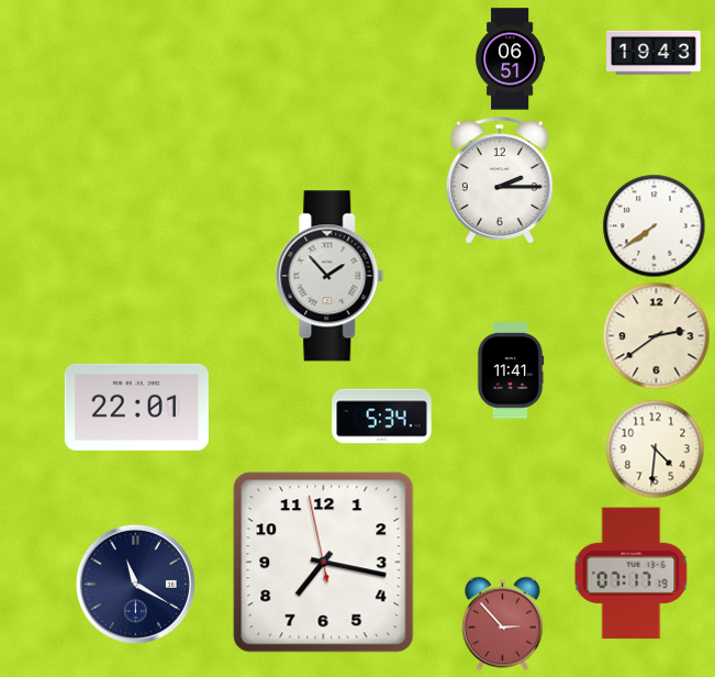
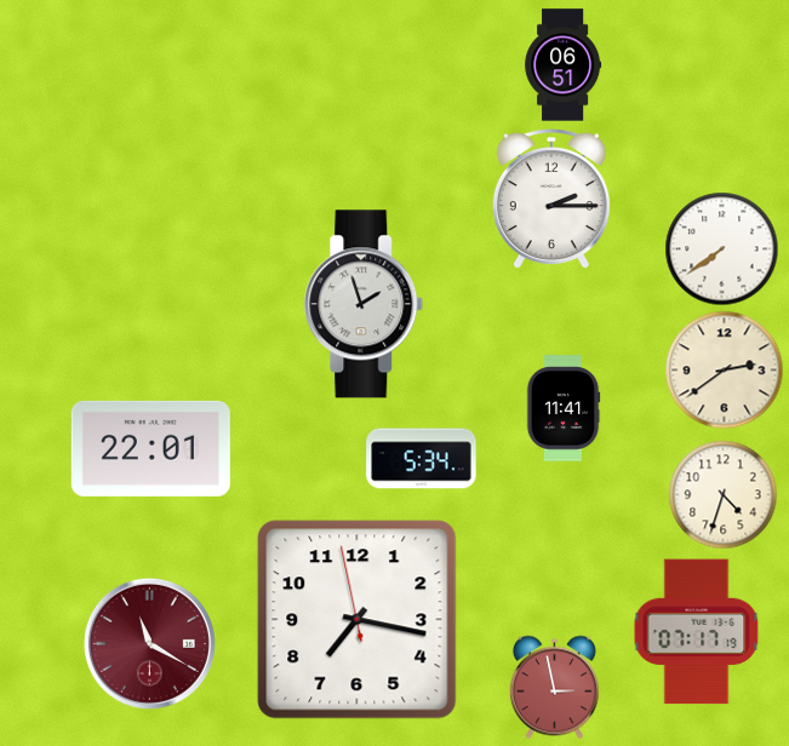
clock at (653, 53): 19:43 -> none
clock at (329, 276): 1:53 -> 1:57
clock at (655, 448): 4:31 -> 4:33
clock at (135, 584) dial: navy -> burgundy
clock at (502, 623): 2:53 -> 2:58
